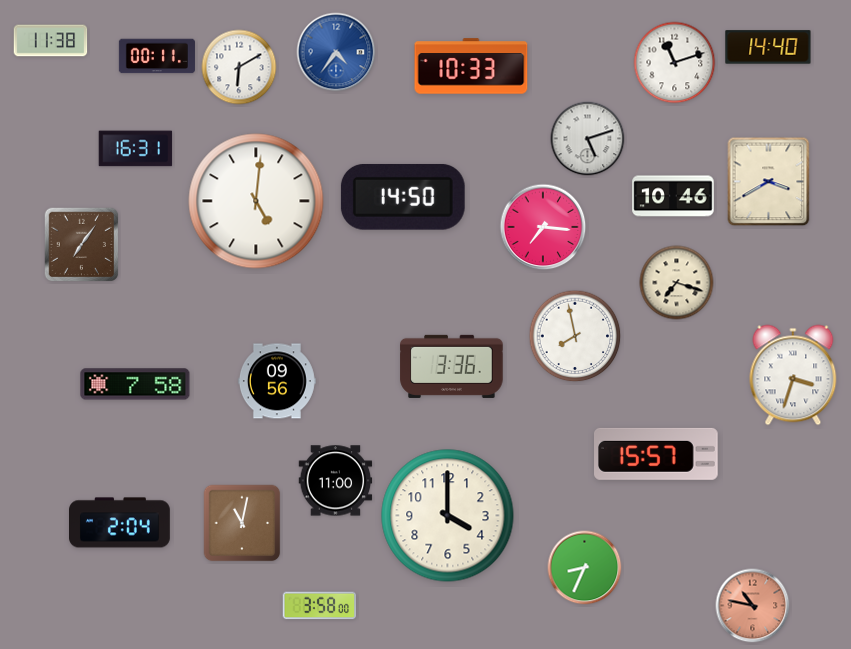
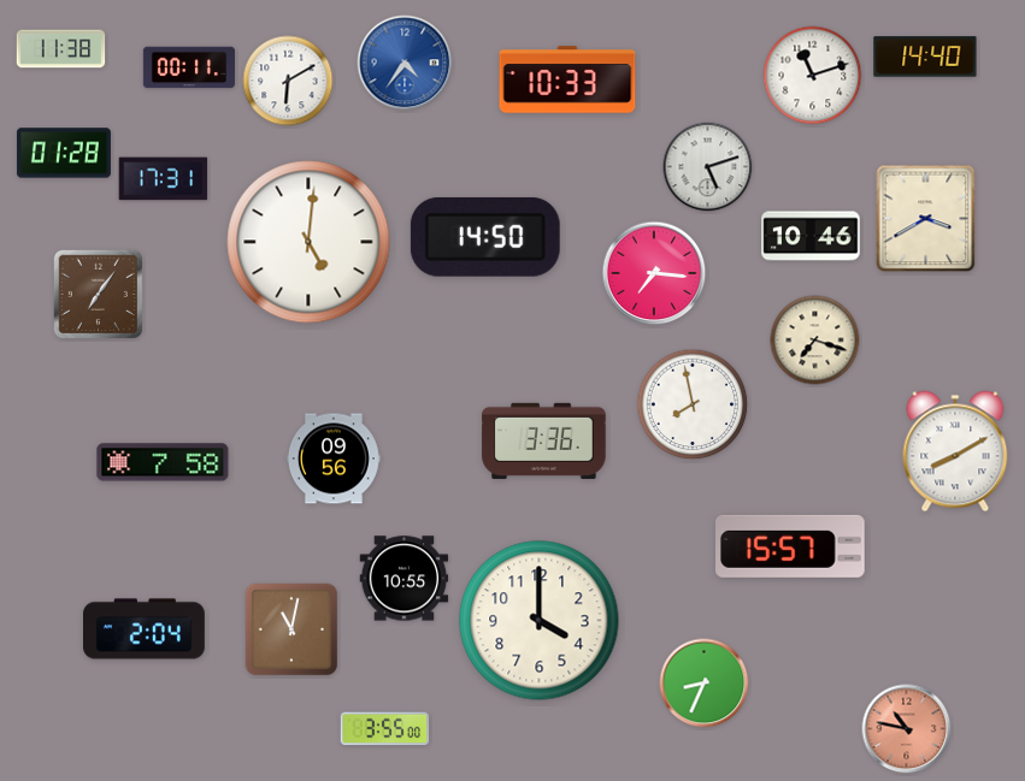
clock at (64, 153): none -> 01:28
clock at (136, 149): 16:31 -> 17:31
clock at (793, 375): 3:33 -> 8:10
clock at (336, 481): 11:00 -> 10:55
clock at (320, 606): 3:58 -> 3:55
